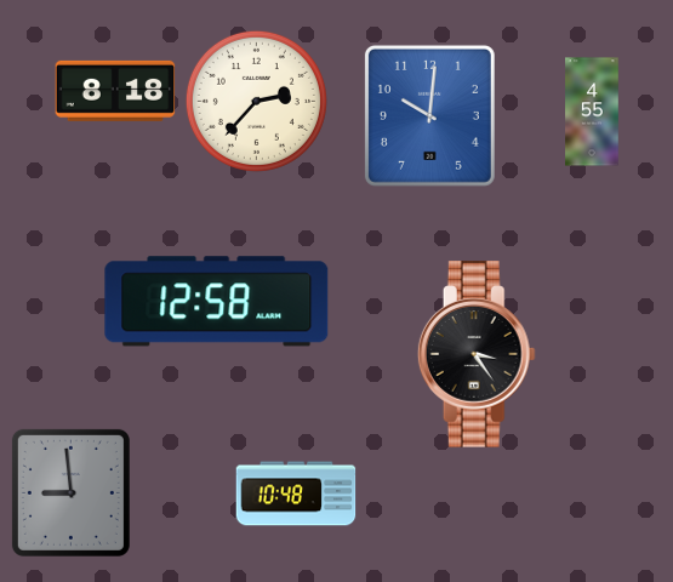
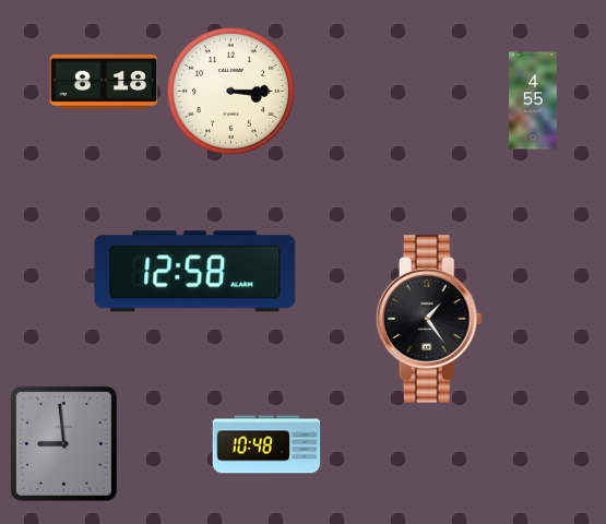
clock at (256, 101): 2:37 -> 3:15
clock at (429, 115): 10:01 -> none
clock at (477, 354): 3:24 -> 1:24
